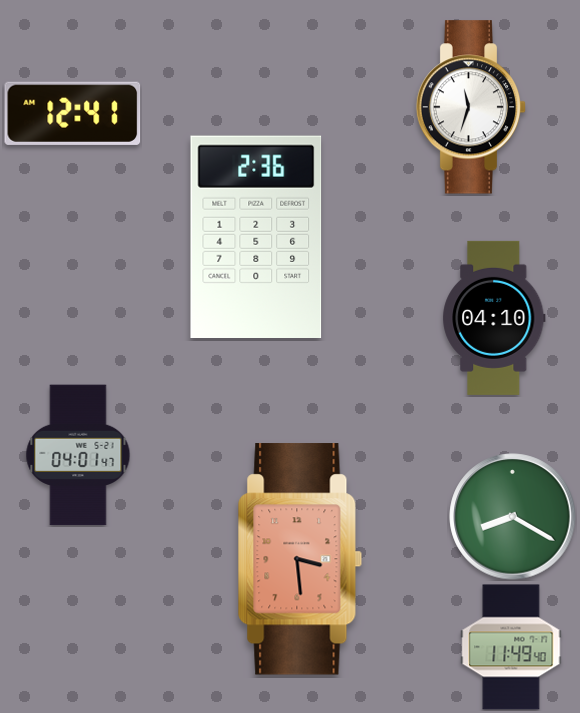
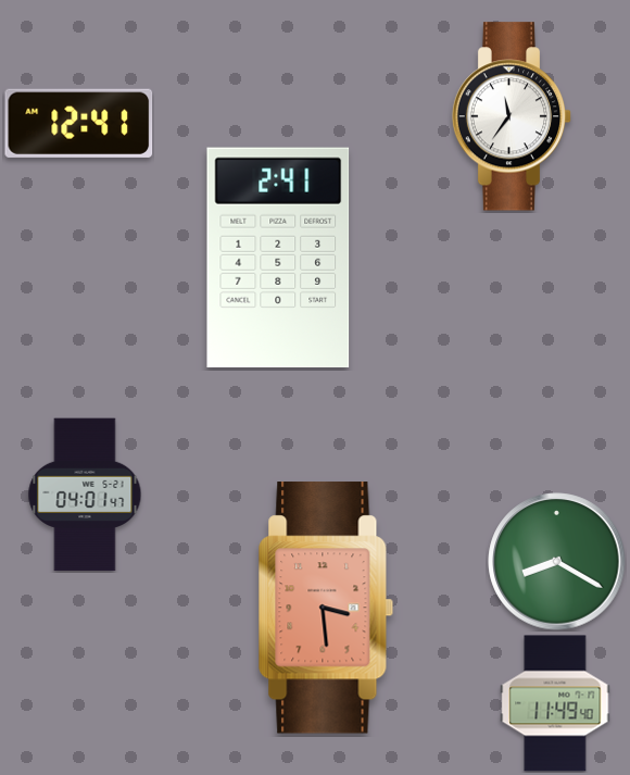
clock at (471, 107): 11:33 -> 11:36
clock at (256, 236): 2:36 -> 2:41
clock at (494, 318): 04:10 -> none
